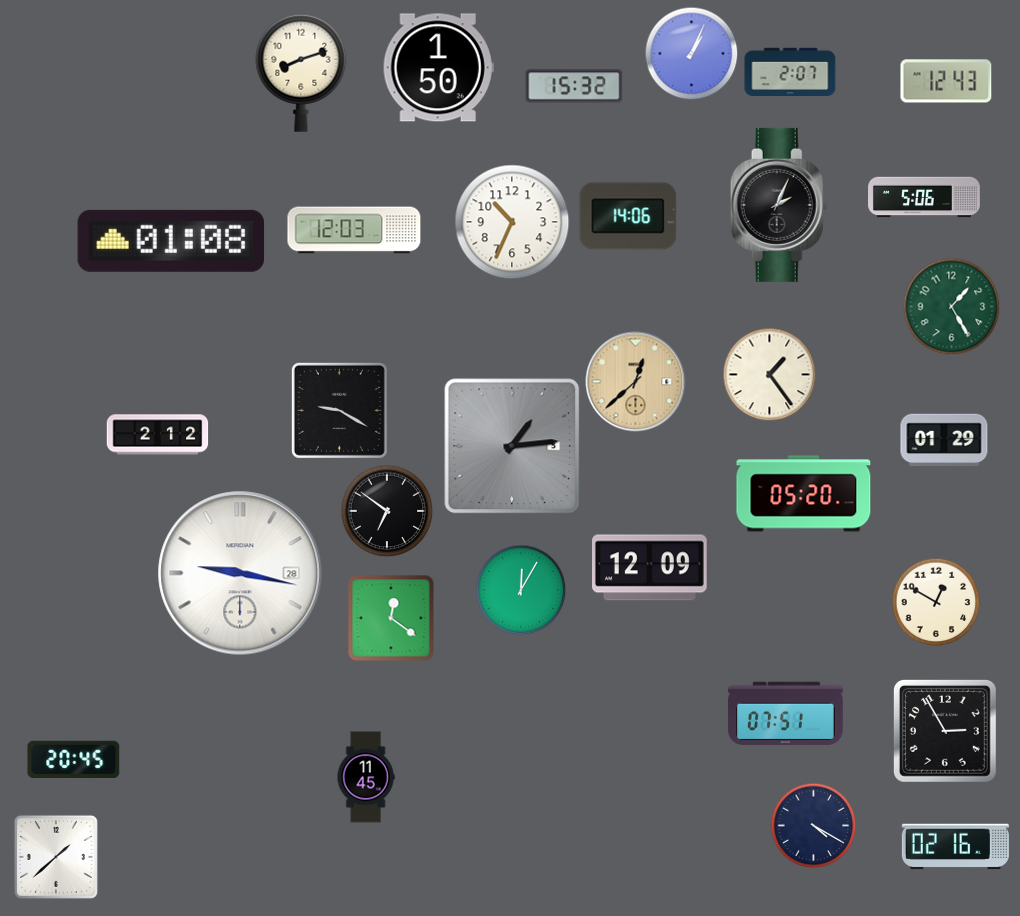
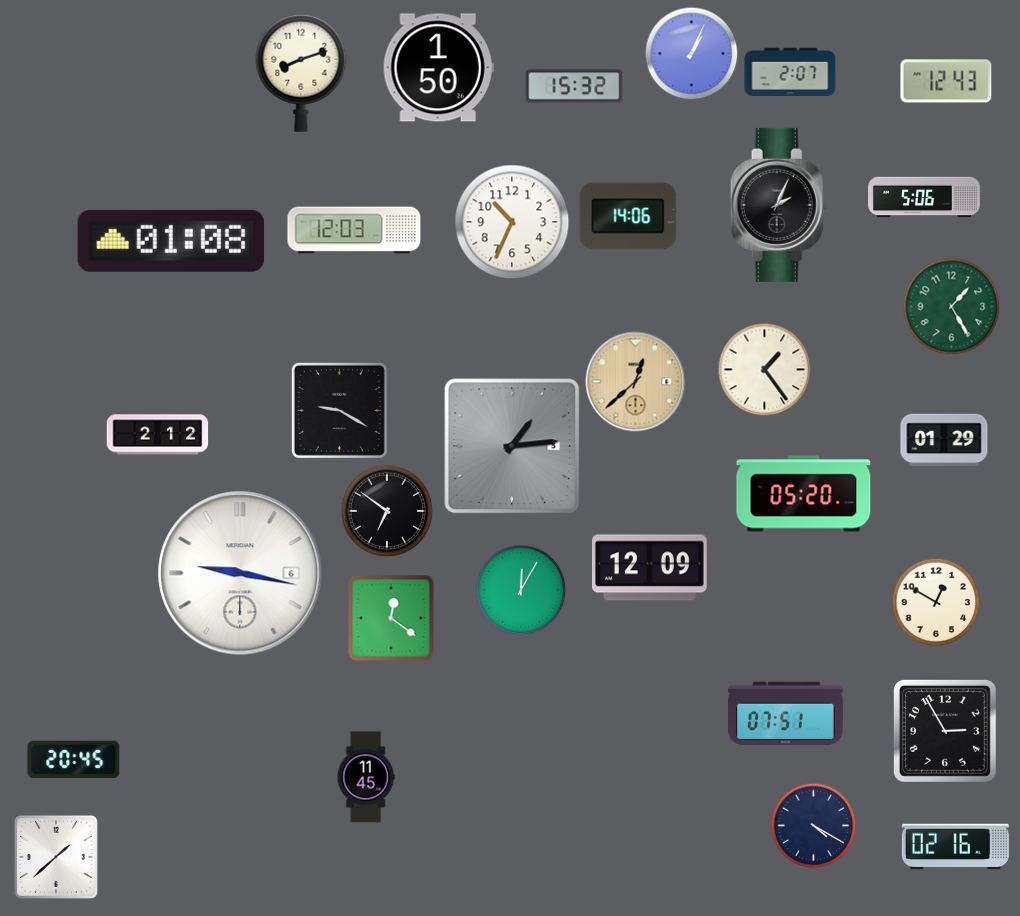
clock at (769, 374) position: (769, 374) -> (764, 369)
clock at (240, 573) date: 28 -> 6
